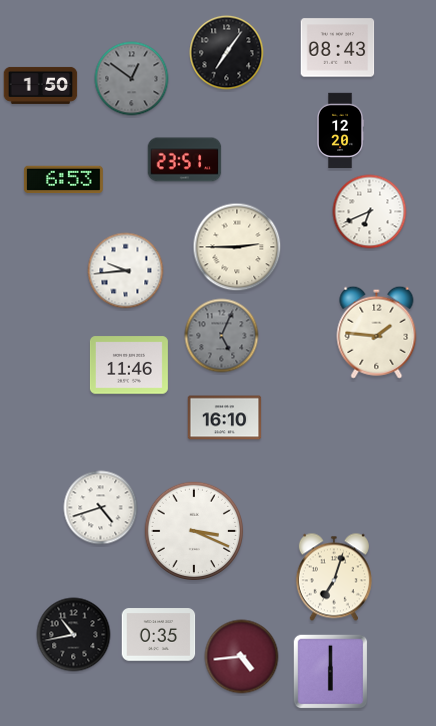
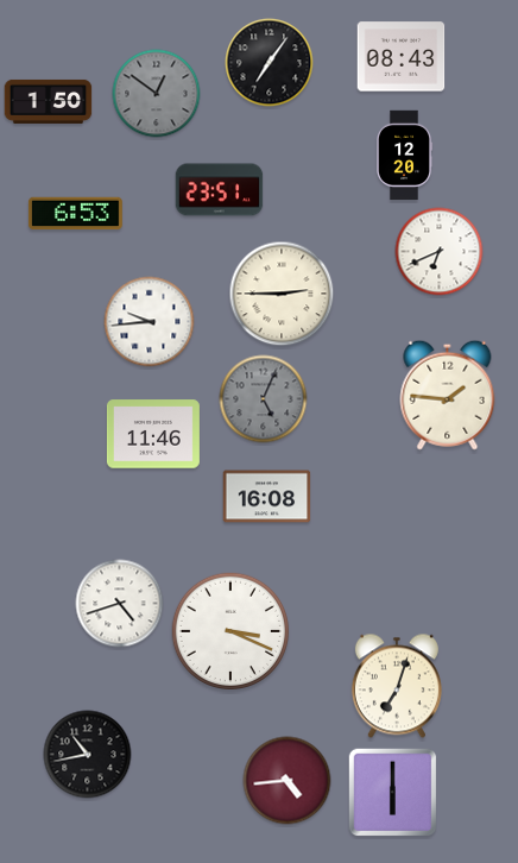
clock at (225, 418): 16:10 -> 16:08
clock at (159, 635): 0:35 -> none
clock at (331, 672) position: (331, 672) -> (393, 793)
